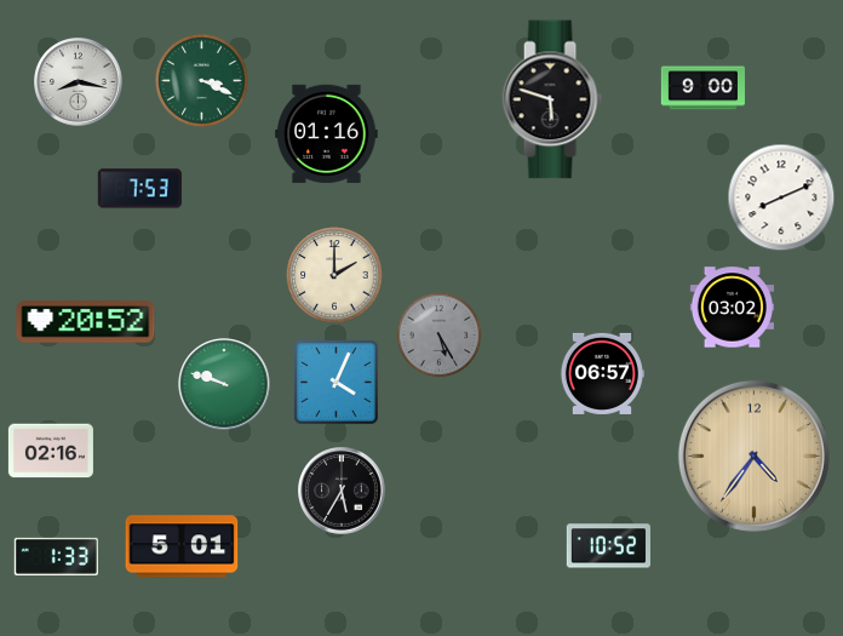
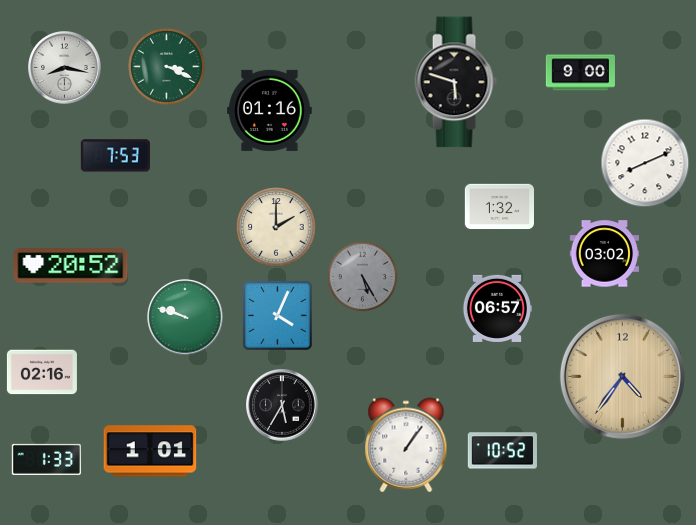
clock at (499, 207): none -> 1:32
clock at (406, 445): none -> 1:06
clock at (182, 546): 5:01 -> 1:01
